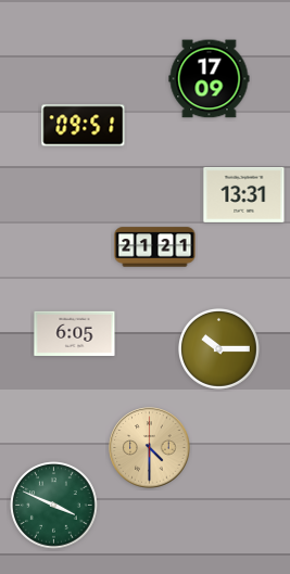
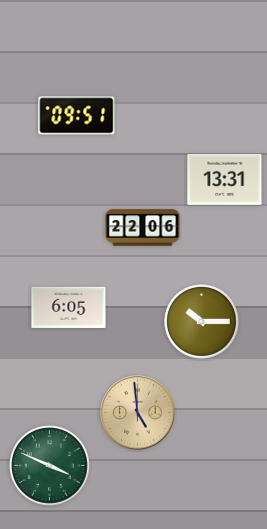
clock at (210, 79): 17:09 -> none
clock at (155, 247): 21:21 -> 22:06
clock at (150, 448): 4:30 -> 4:59
